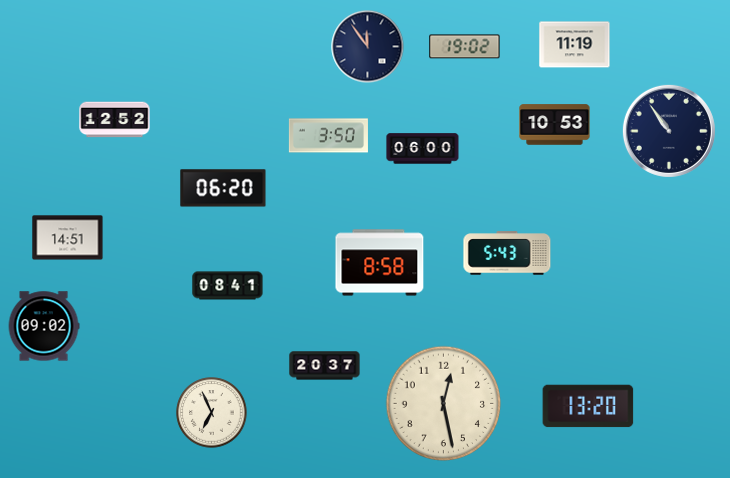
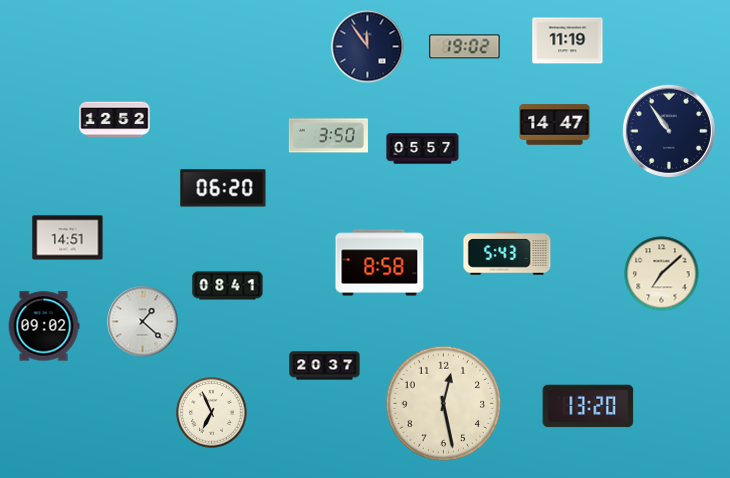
clock at (575, 45) position: (575, 45) -> (568, 41)
clock at (555, 125): 10:53 -> 14:47
clock at (423, 149): 06:00 -> 05:57
clock at (662, 274): none -> 7:08
clock at (143, 322): none -> 1:22
